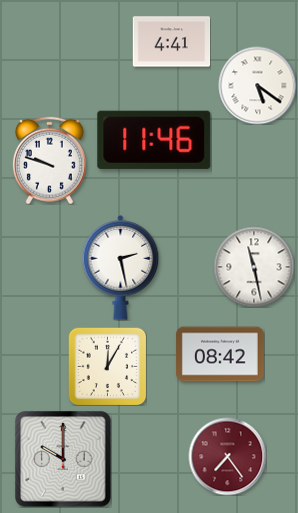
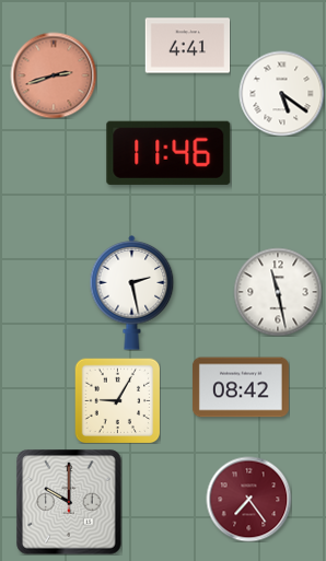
clock at (54, 75): none -> 2:42
clock at (50, 160): 9:48 -> none
clock at (107, 366): 12:05 -> 9:05
